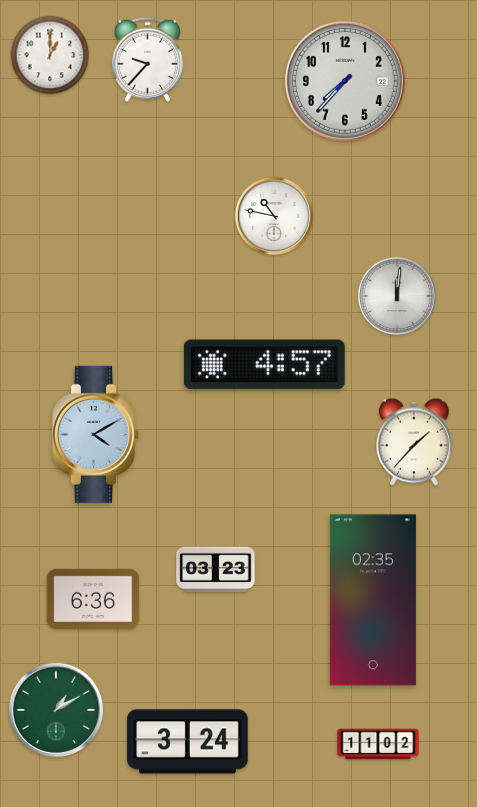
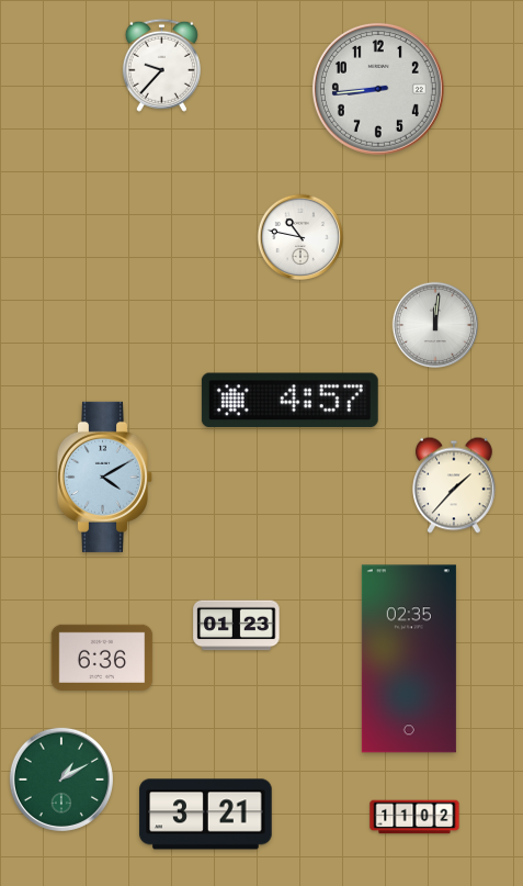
clock at (50, 55): 1:00 -> none
clock at (345, 81): 7:37 -> 8:44
clock at (216, 570): 03:23 -> 01:23
clock at (188, 742): 3:24 -> 3:21
